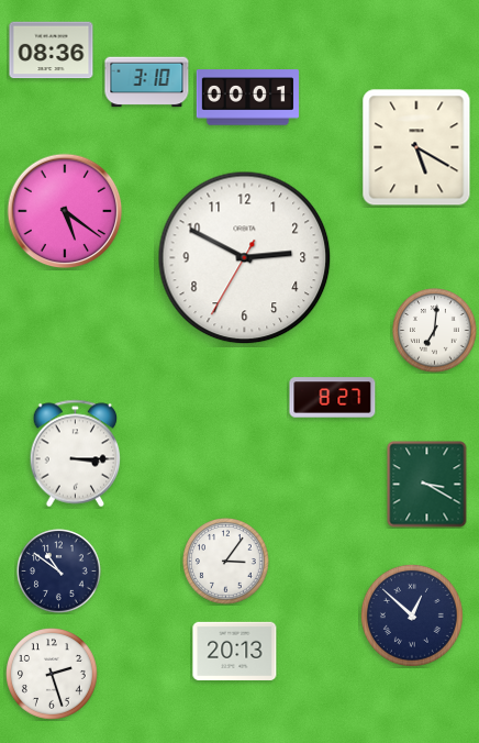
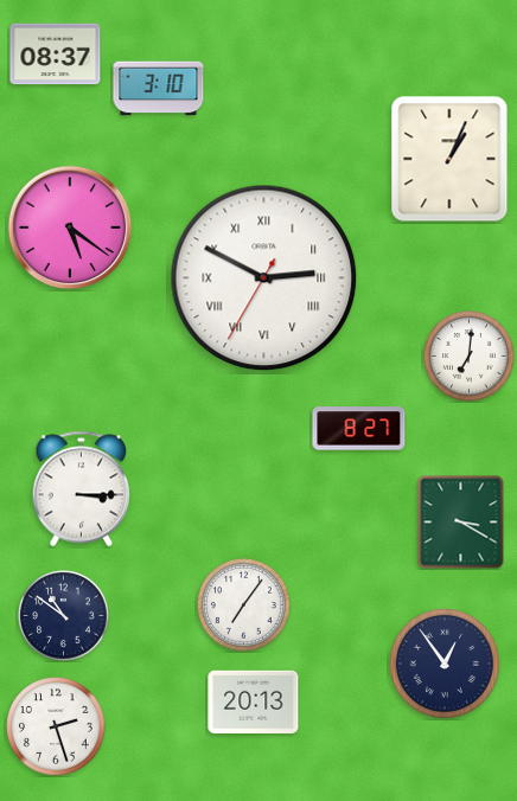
clock at (52, 51): 08:36 -> 08:37
clock at (247, 98): 00:01 -> none
clock at (416, 147): 5:20 -> 1:04
clock at (245, 258) numerals: Arabic -> Roman
clock at (226, 562): 3:06 -> 7:06
clock at (412, 616): 12:52 -> 12:54
